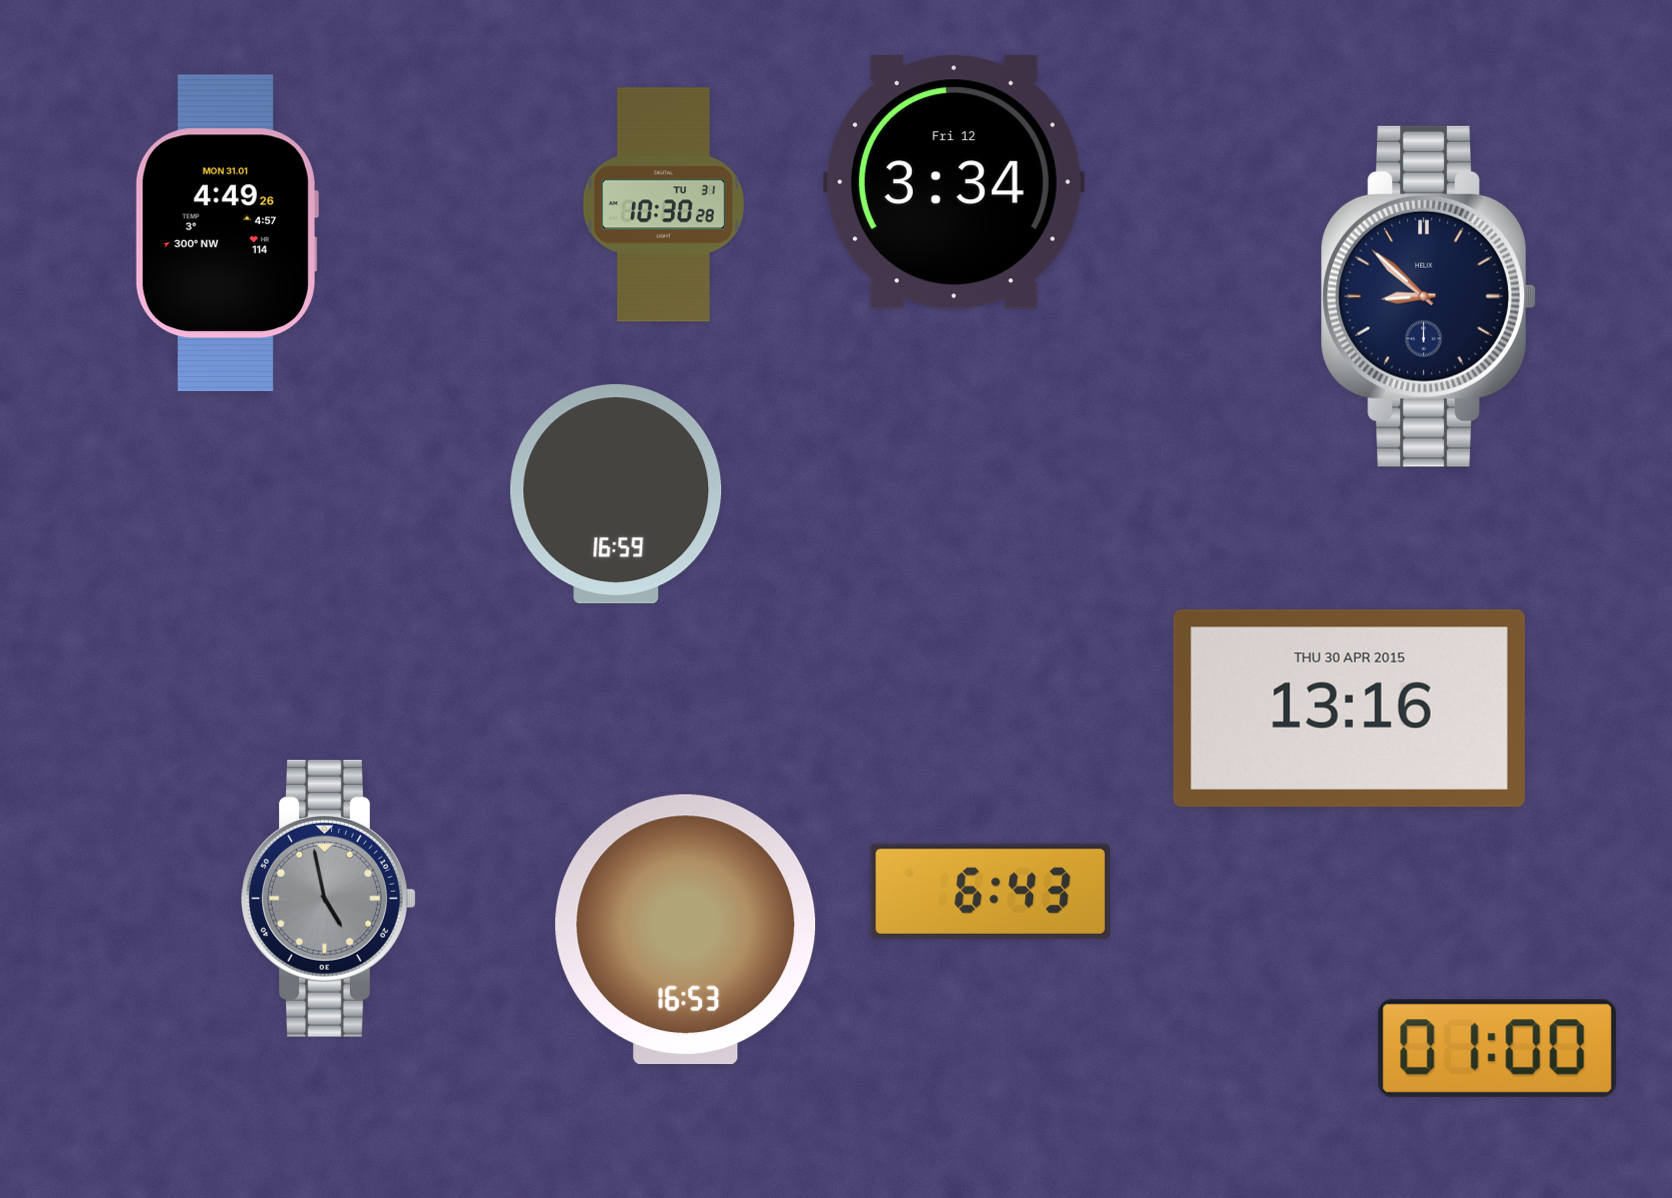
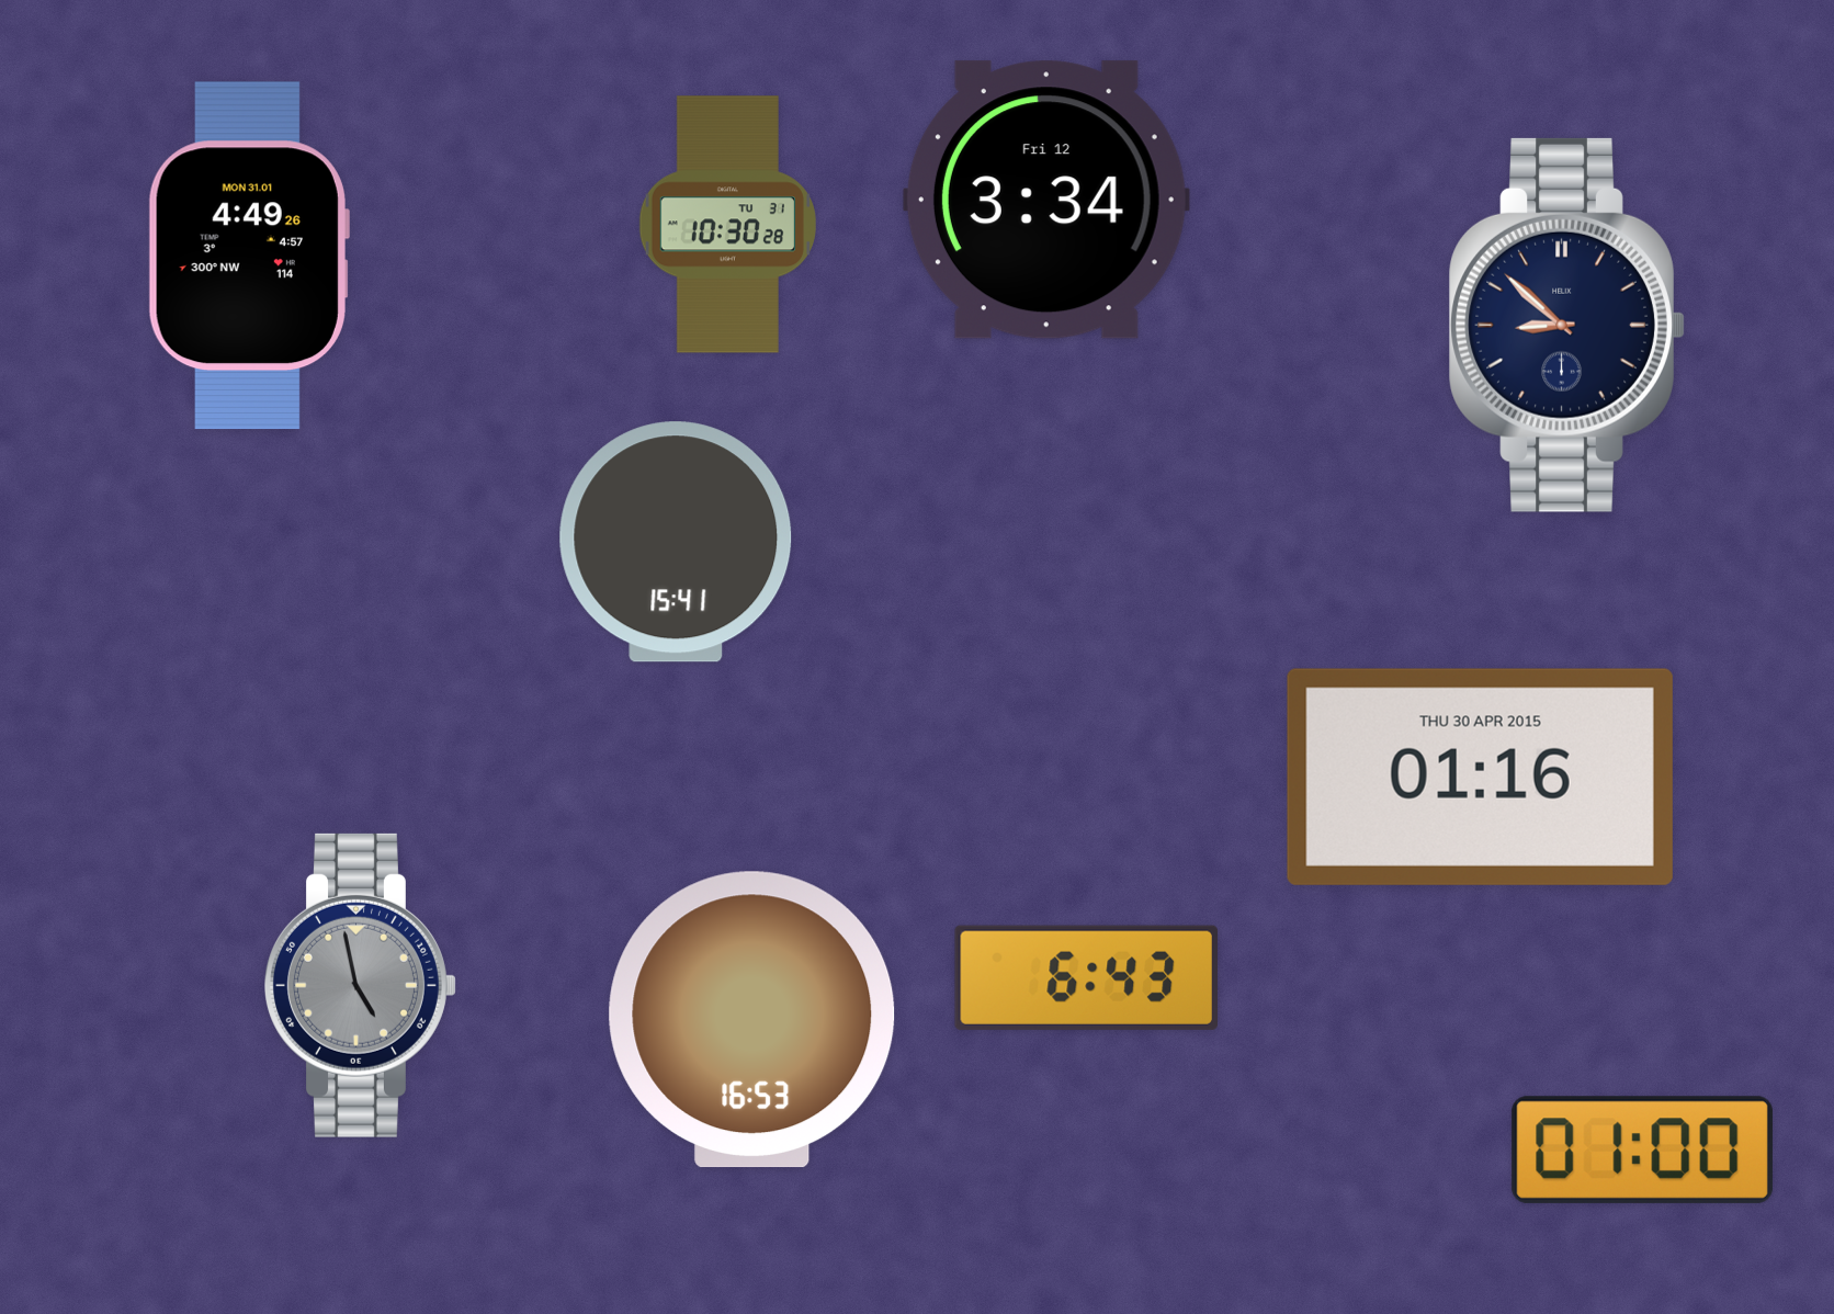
clock at (616, 494): 16:59 -> 15:41
clock at (1349, 708): 13:16 -> 01:16
